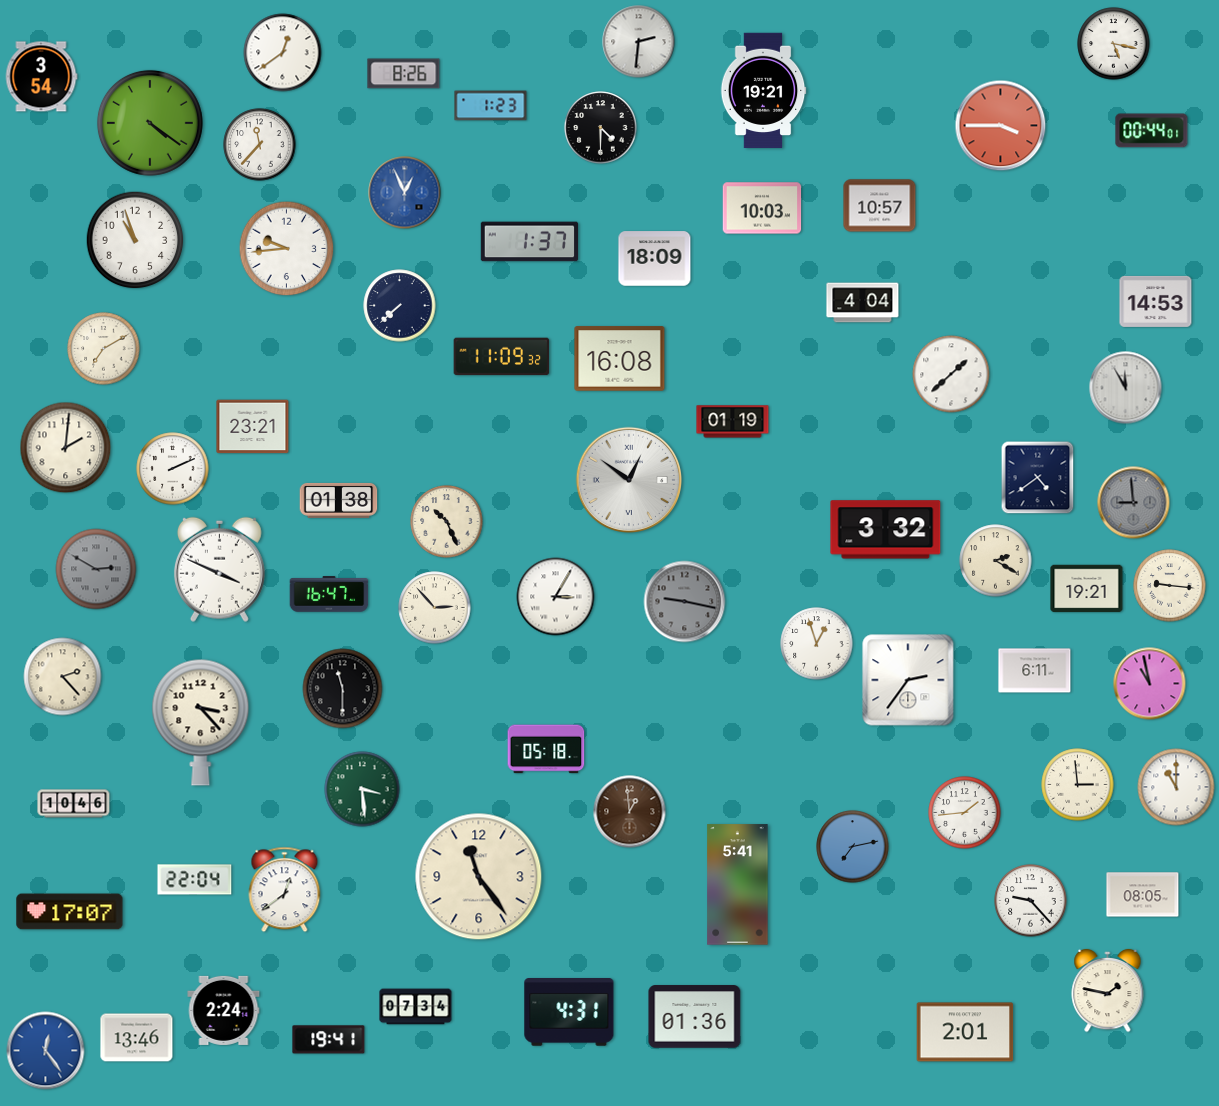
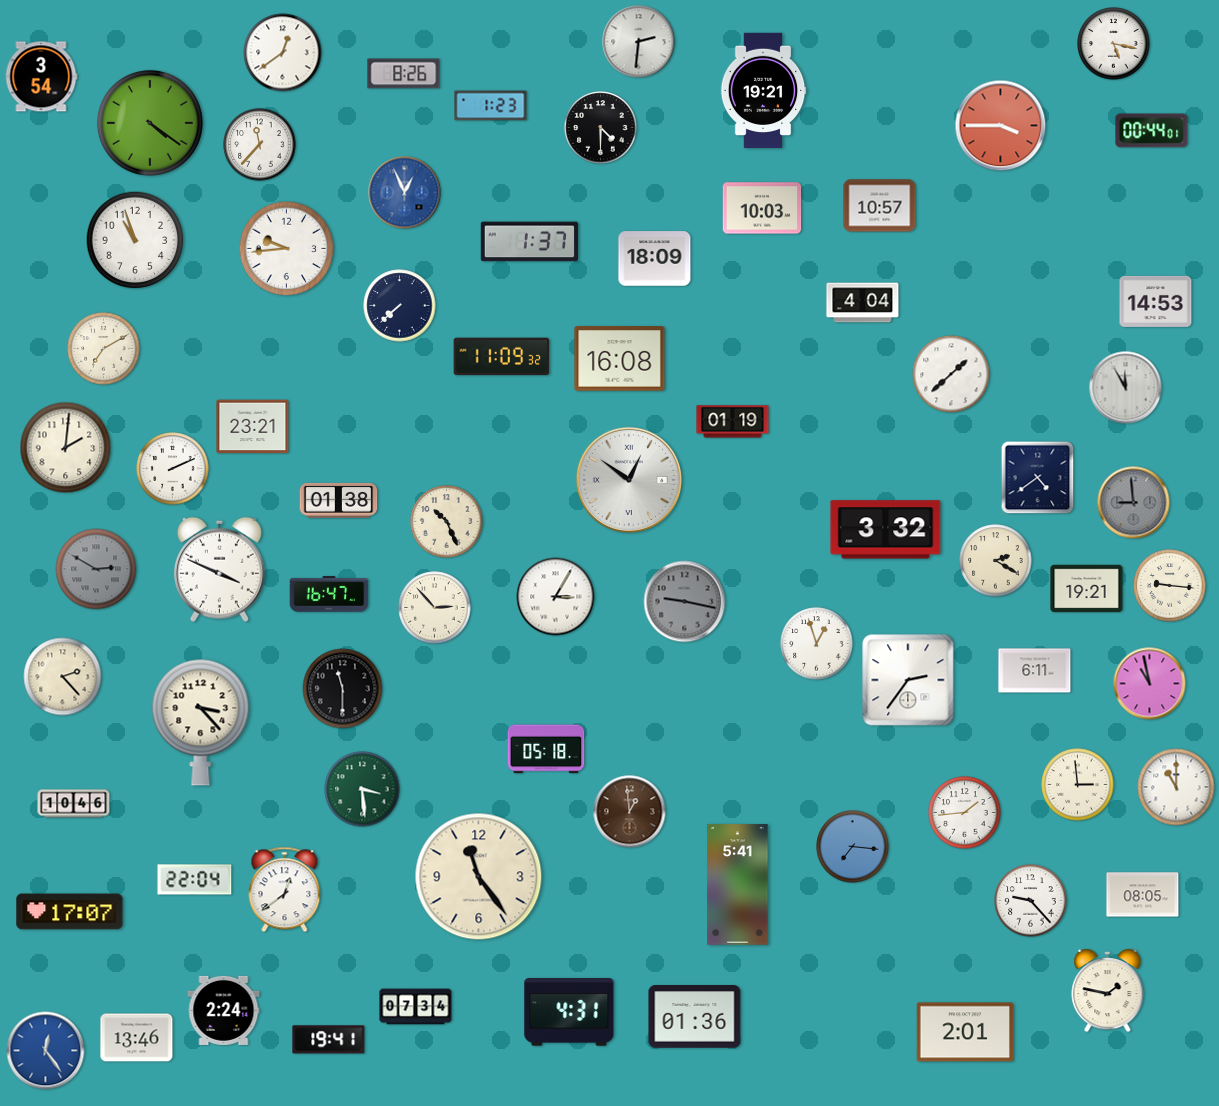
clock at (853, 847): 7:13 -> 7:16
